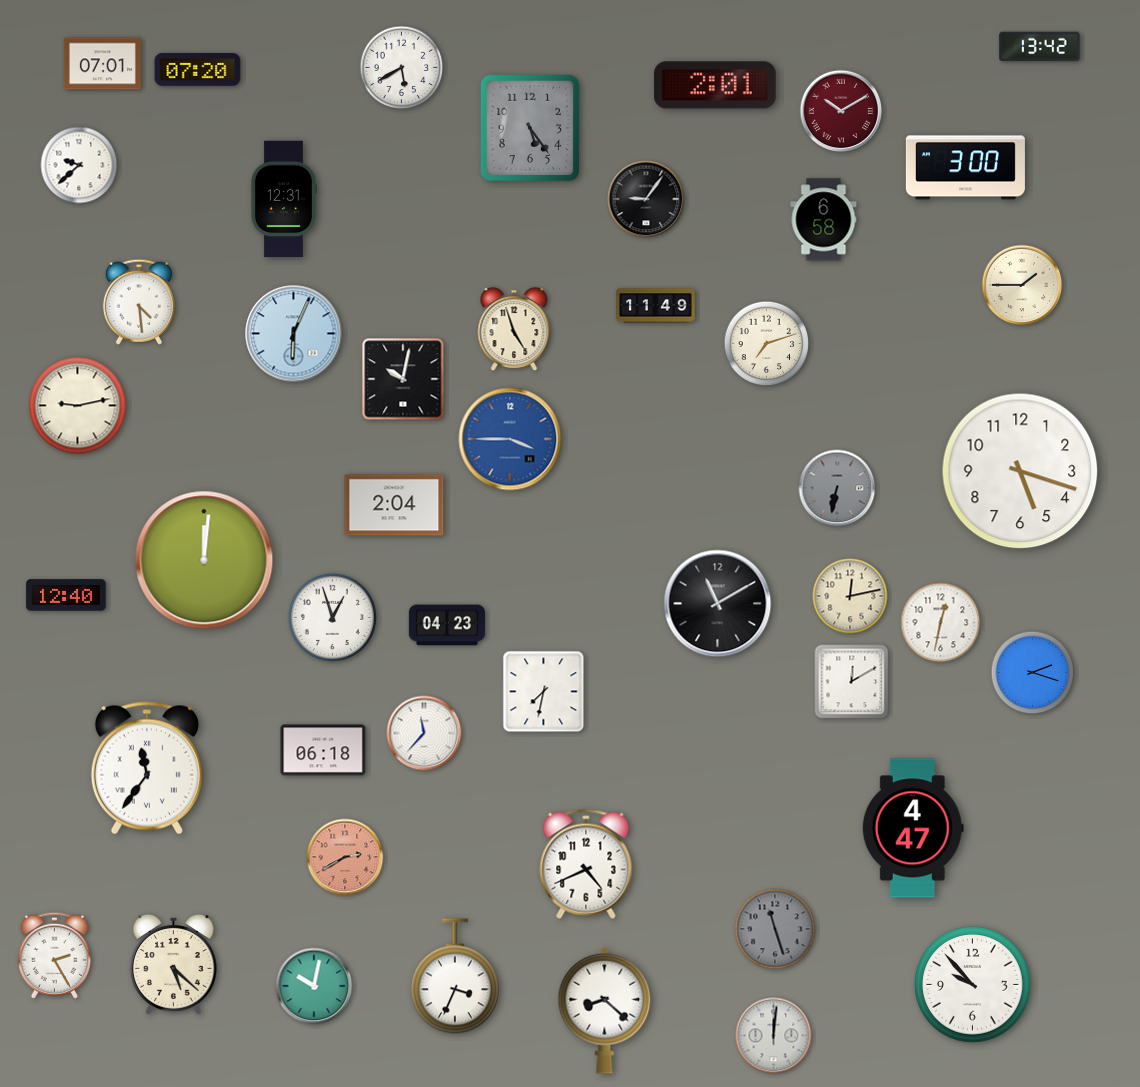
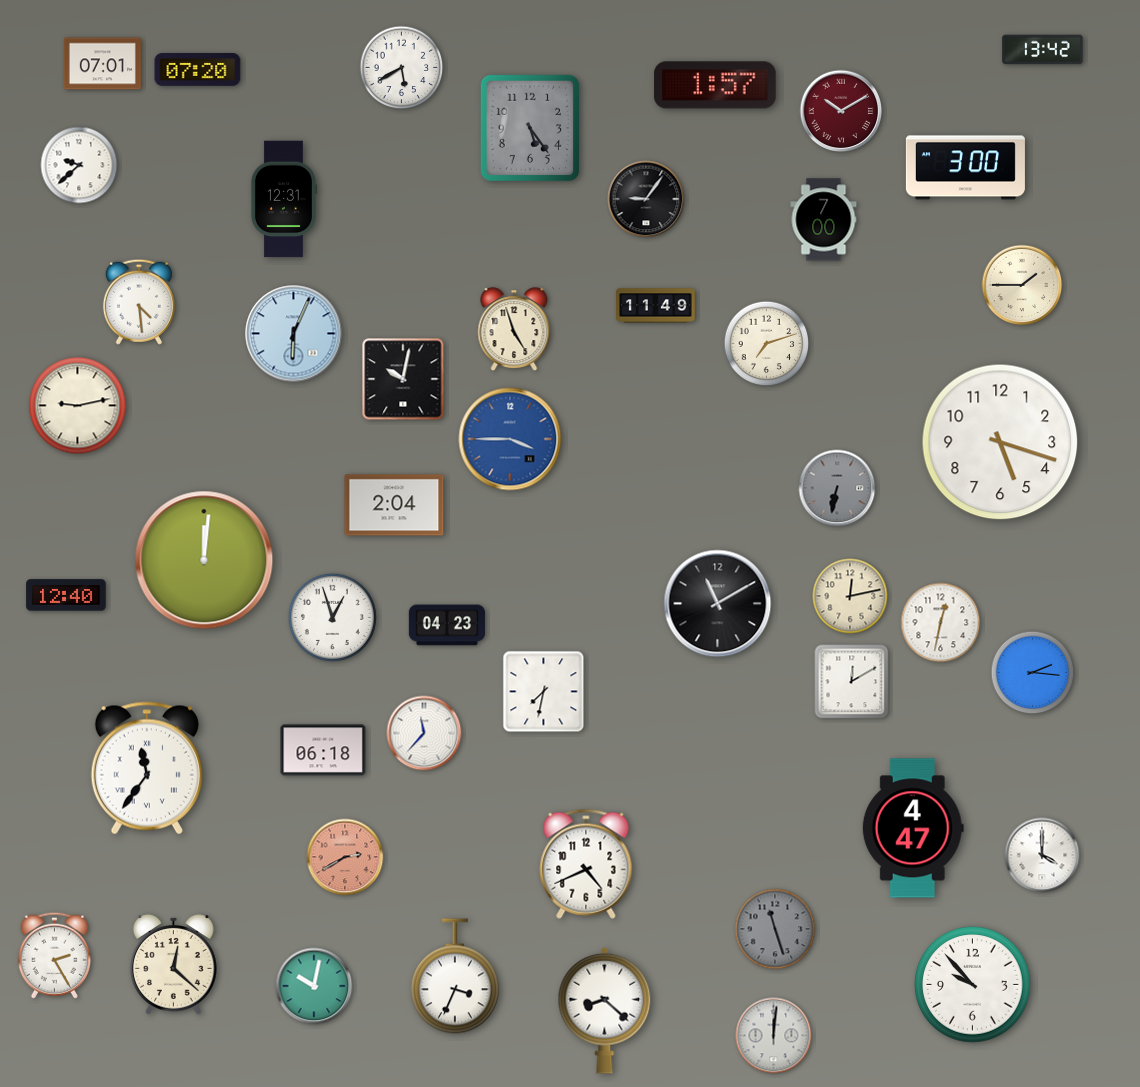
clock at (1040, 47) position: (1040, 47) -> (1043, 50)
clock at (715, 85): 2:01 -> 1:57
clock at (824, 220): 6:58 -> 7:00
clock at (1020, 471) position: (1020, 471) -> (1000, 442)
clock at (1033, 673): 2:18 -> 2:16
clock at (1042, 855): none -> 4:00
clock at (174, 965): 5:22 -> 12:22
